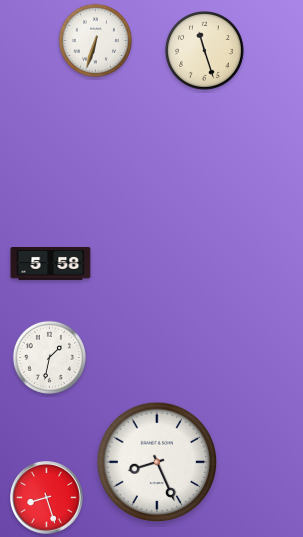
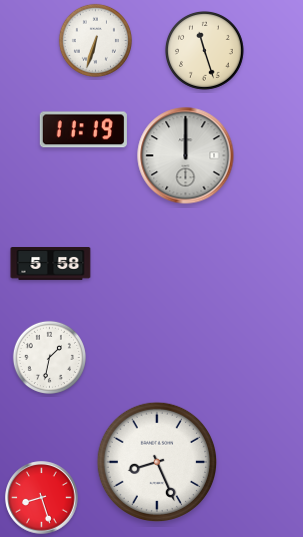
clock at (83, 130): none -> 11:19
clock at (186, 156): none -> 12:00
clock at (47, 498) position: (47, 498) -> (42, 498)
